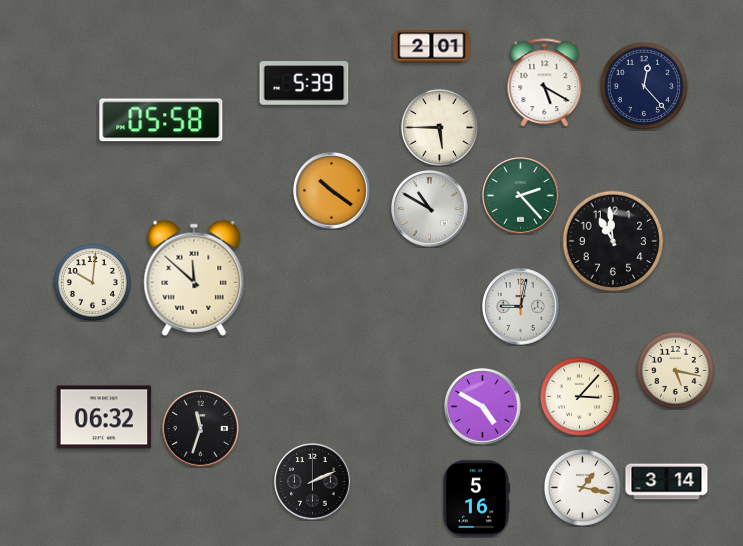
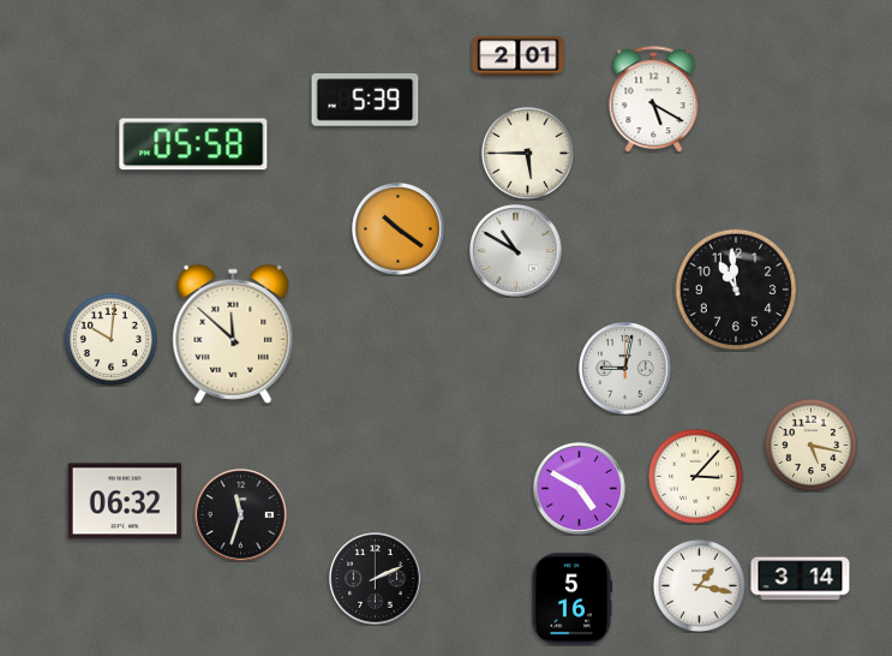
clock at (643, 85): 12:23 -> none
clock at (521, 196): 2:23 -> none
